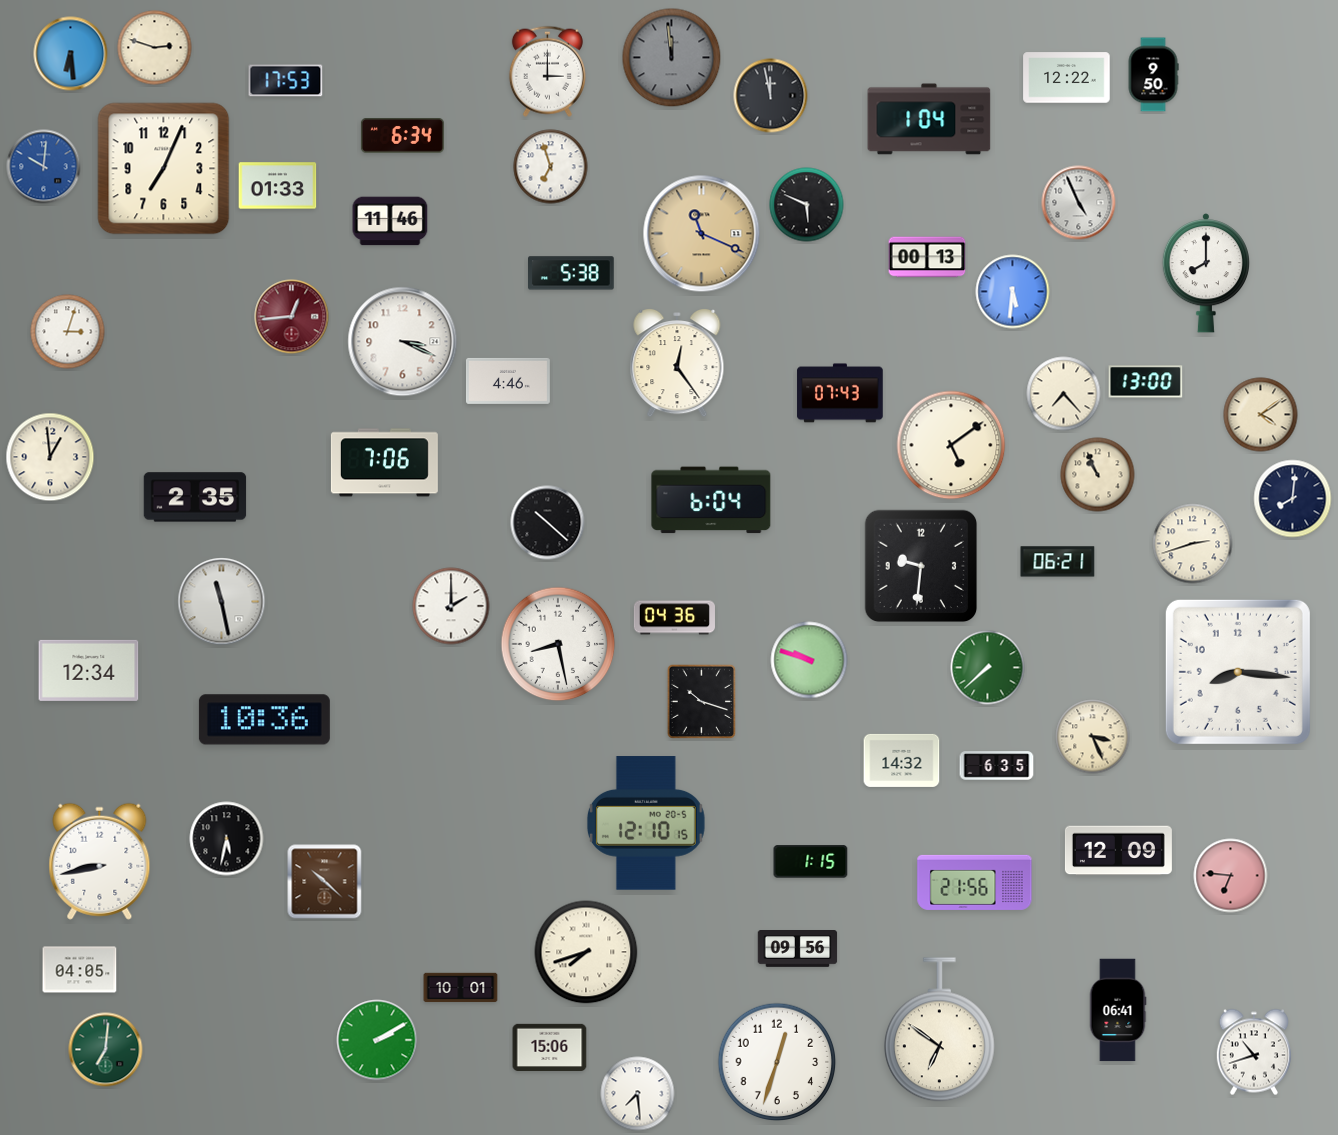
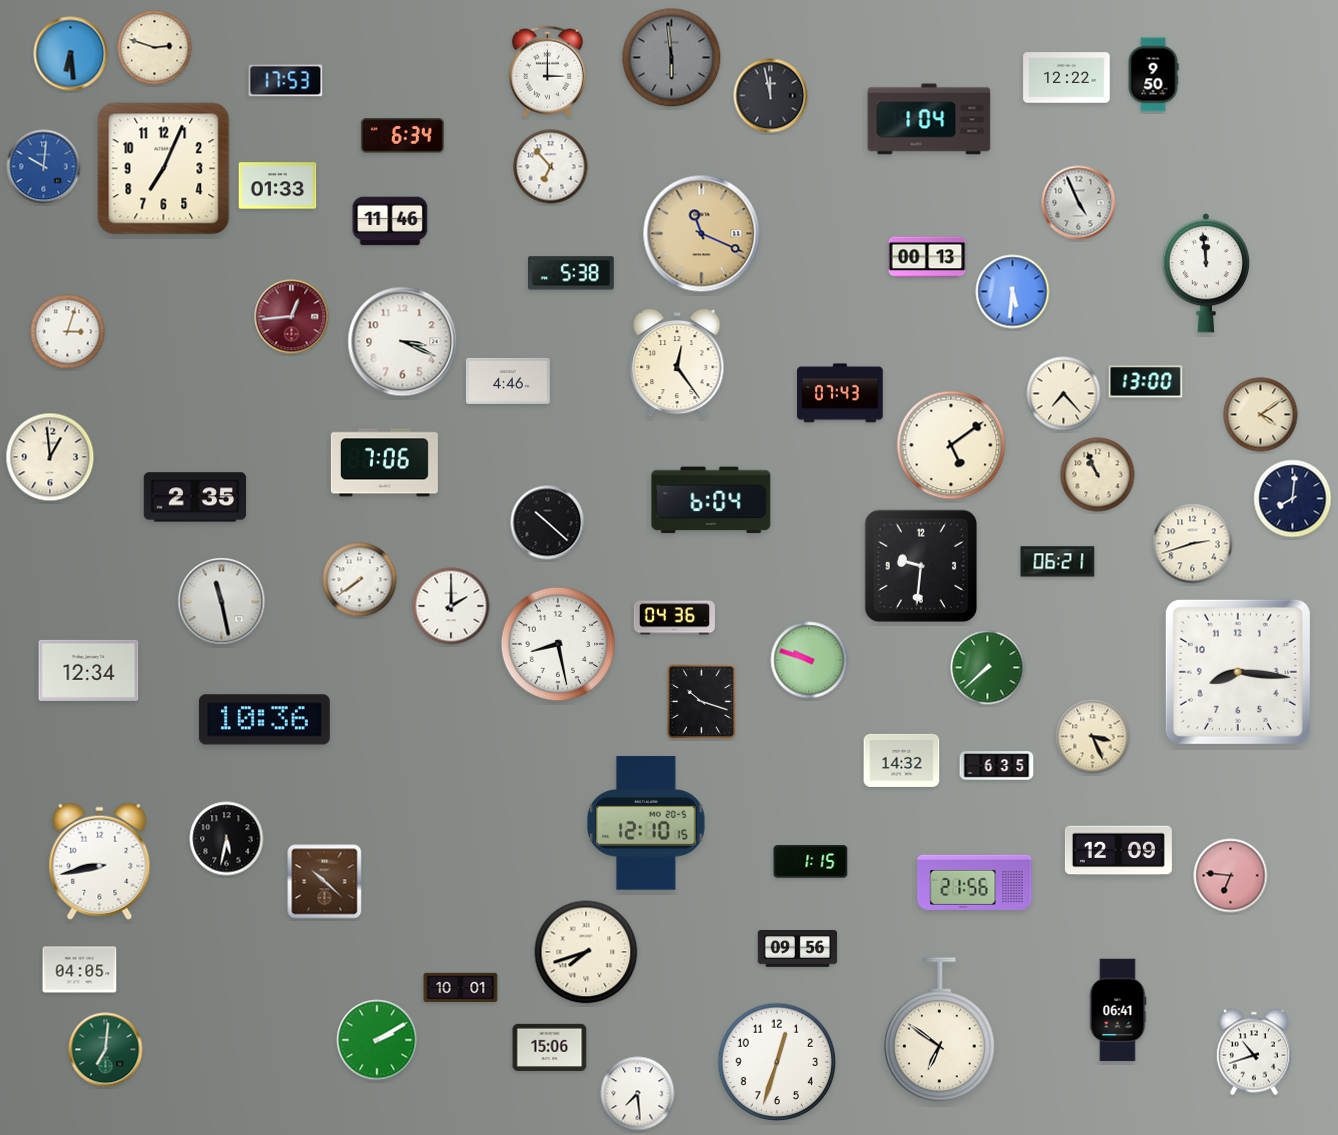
clock at (672, 58): 11:59 -> 5:59
clock at (551, 167): 6:57 -> 6:53
clock at (807, 205): 5:49 -> none
clock at (1205, 273): 8:00 -> 11:59
clock at (360, 580): none -> 7:39
